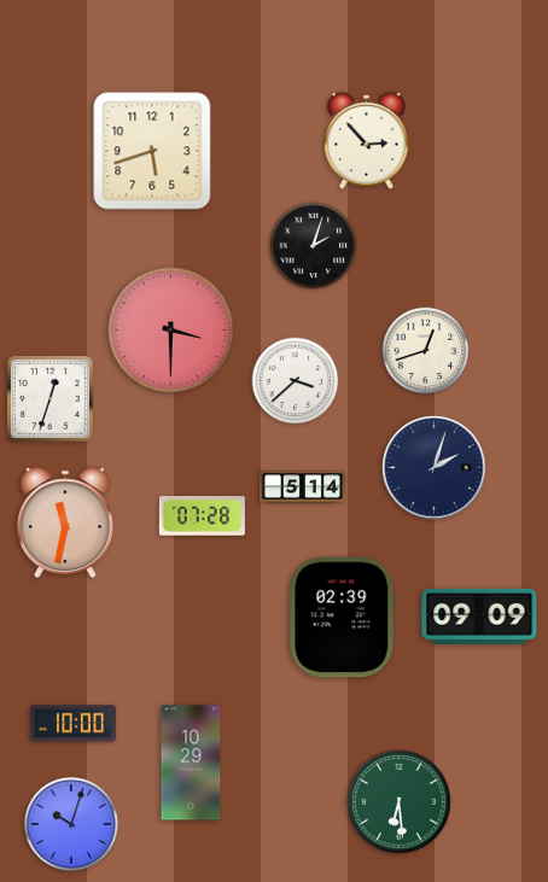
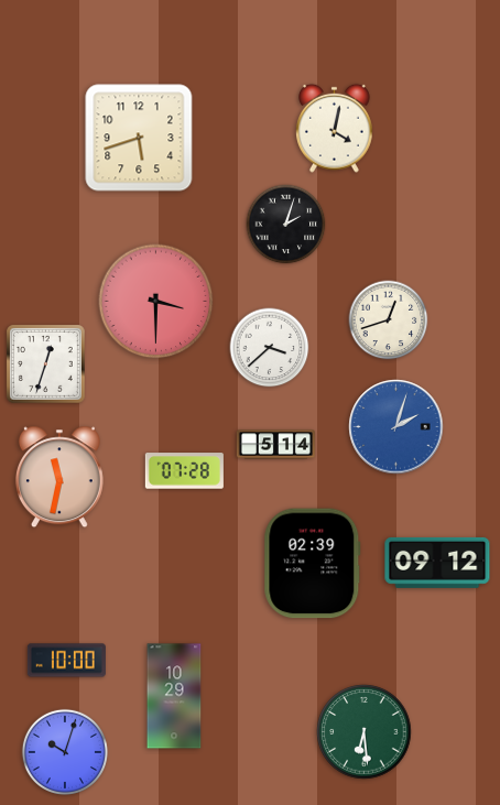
clock at (367, 140): 2:53 -> 4:02
clock at (435, 468) dial: navy -> blue
clock at (479, 617): 09:09 -> 09:12
